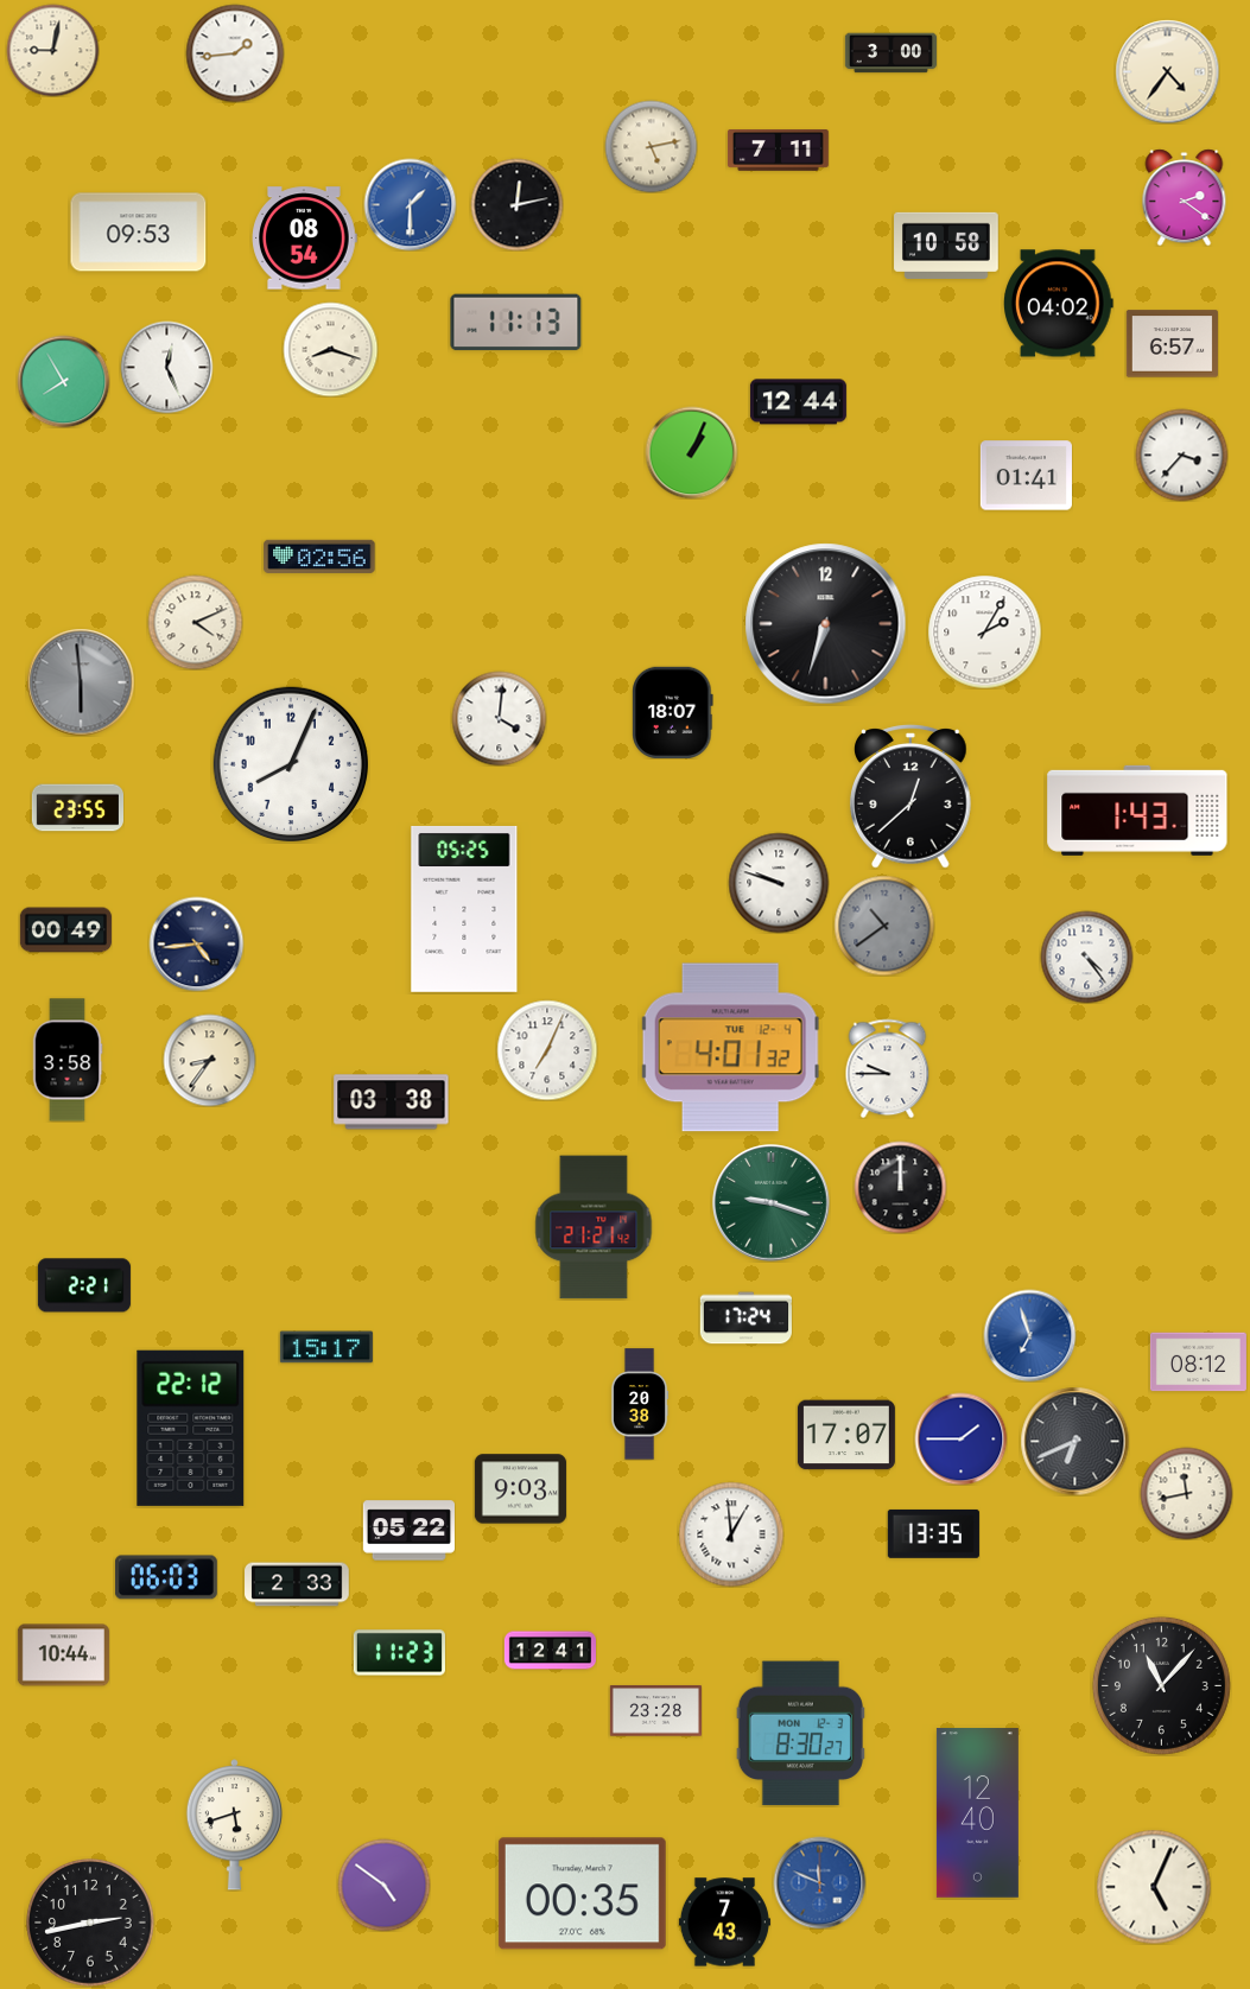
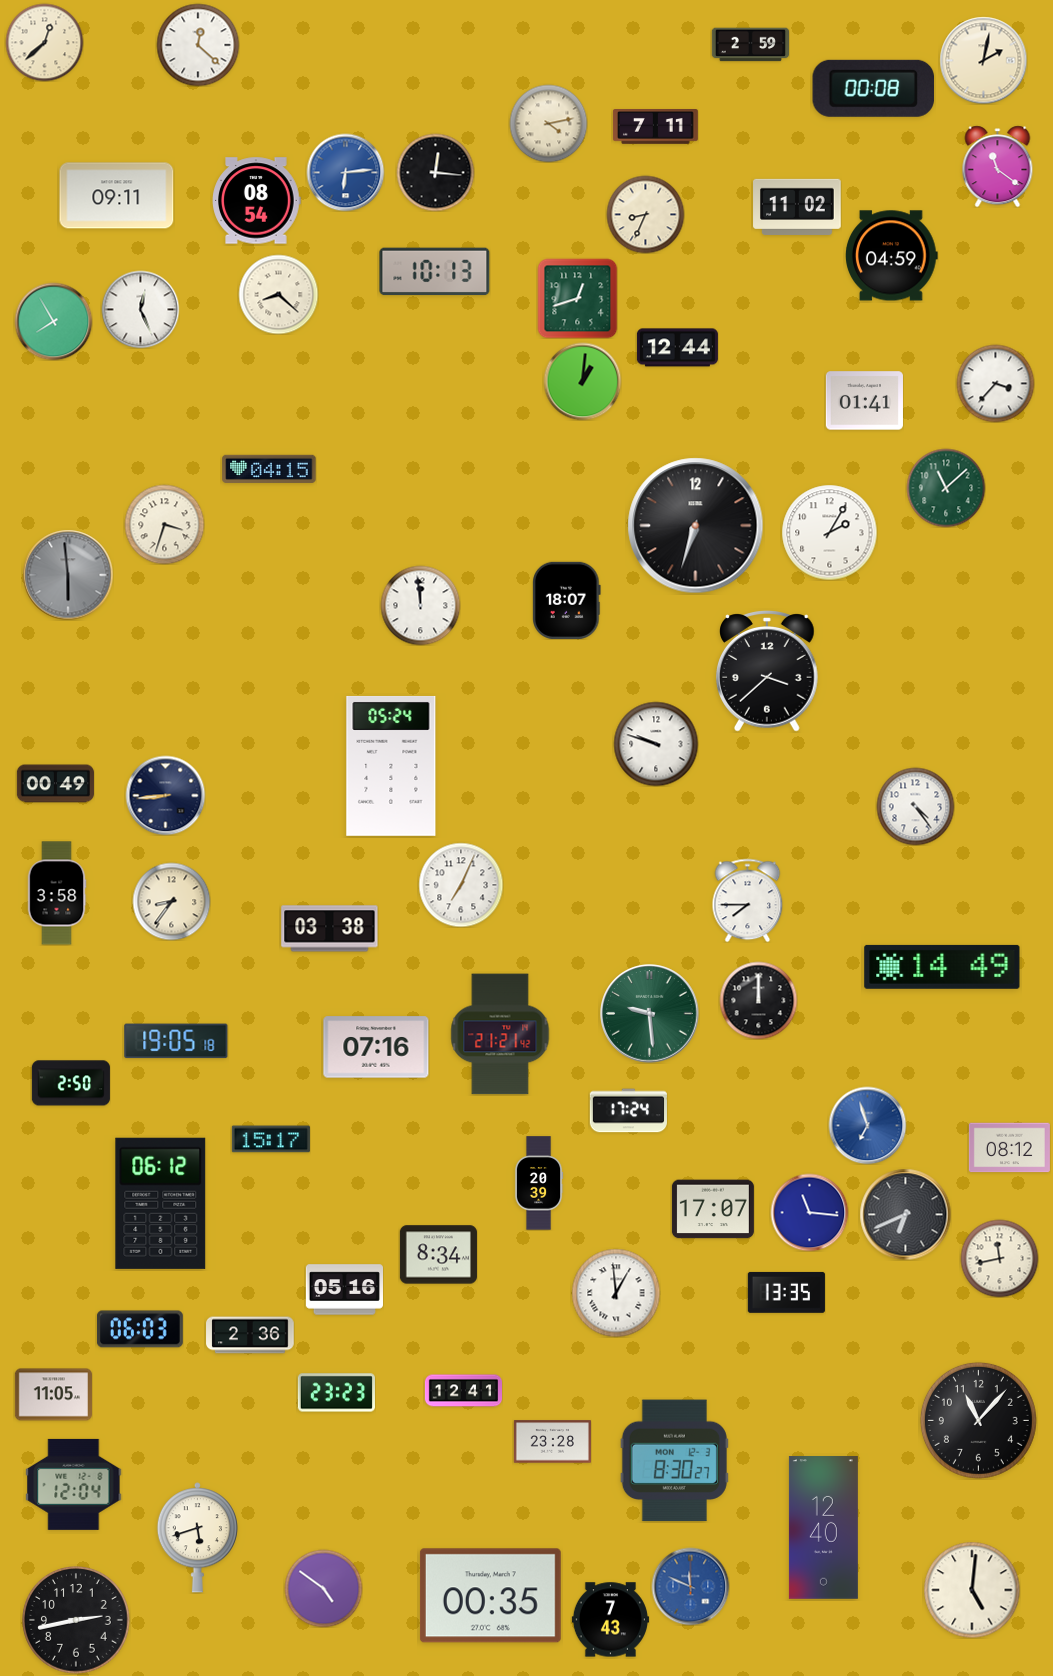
clock at (52, 50): 9:02 -> 12:38
clock at (235, 53): 1:44 -> 12:22
clock at (890, 53): 3:00 -> 2:59
clock at (1167, 71): 4:36 -> 2:02
clock at (874, 88): none -> 00:08
clock at (651, 146): 5:13 -> 4:13
clock at (1185, 197): 2:21 -> 11:21
clock at (410, 204): 1:30 -> 6:14
clock at (516, 204): 12:13 -> 12:16
clock at (139, 233): 09:53 -> 09:11
clock at (946, 246): 10:58 -> 11:02
clock at (645, 214): none -> 8:34
clock at (1059, 304): 04:02 -> 04:59
clock at (516, 323): 11:13 -> 10:13
clock at (1172, 344): 6:57 -> none
clock at (330, 349): 8:18 -> 8:22
clock at (577, 298): none -> 12:42
clock at (798, 402) position: (798, 402) -> (677, 348)
clock at (691, 452): 1:04 -> 1:01
clock at (319, 557): 02:56 -> 04:15
clock at (946, 488): none -> 11:08
clock at (195, 622): 4:11 -> 3:33
clock at (499, 718): 4:01 -> 11:59
clock at (290, 763): 8:04 -> none
clock at (912, 796): 12:38 -> 3:38
clock at (77, 808): 23:55 -> none
clock at (1137, 811): 1:43 -> none
clock at (464, 909): 05:25 -> 05:24
clock at (884, 926): 10:39 -> none
clock at (196, 943): 4:44 -> 8:44
clock at (730, 1048): 4:01 -> none
clock at (209, 1060) position: (209, 1060) -> (171, 901)
clock at (888, 1068): 9:45 -> 7:45
clock at (942, 967): none -> 14:49
clock at (772, 1203): 9:18 -> 9:29
clock at (176, 1041): none -> 19:05
clock at (376, 1047): none -> 07:16
clock at (84, 1285): 2:21 -> 2:50
clock at (326, 1347) position: (326, 1347) -> (271, 1139)
clock at (640, 1404): 20:38 -> 20:39
clock at (191, 1428): 22:12 -> 06:12
clock at (960, 1438): 1:45 -> 11:16
clock at (520, 1489): 9:03 -> 8:34
clock at (408, 1531): 05:22 -> 05:16
clock at (297, 1584): 2:33 -> 2:36
clock at (399, 1653): 11:23 -> 23:23
clock at (63, 1656): 10:44 -> 11:05
clock at (74, 1484): none -> 12:04
clock at (1154, 1887): 5:04 -> 5:01
